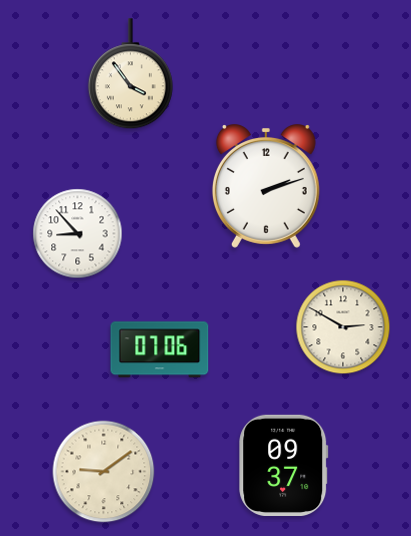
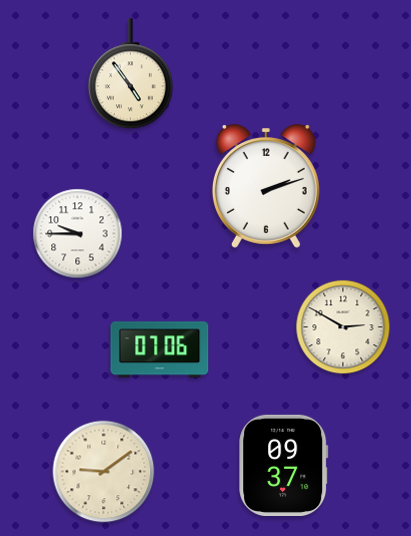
clock at (130, 74): 3:54 -> 4:54
clock at (78, 234): 8:53 -> 9:45
